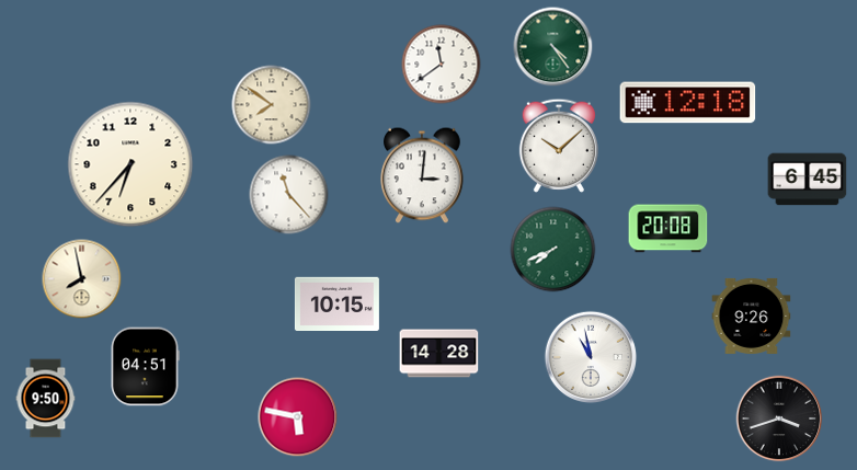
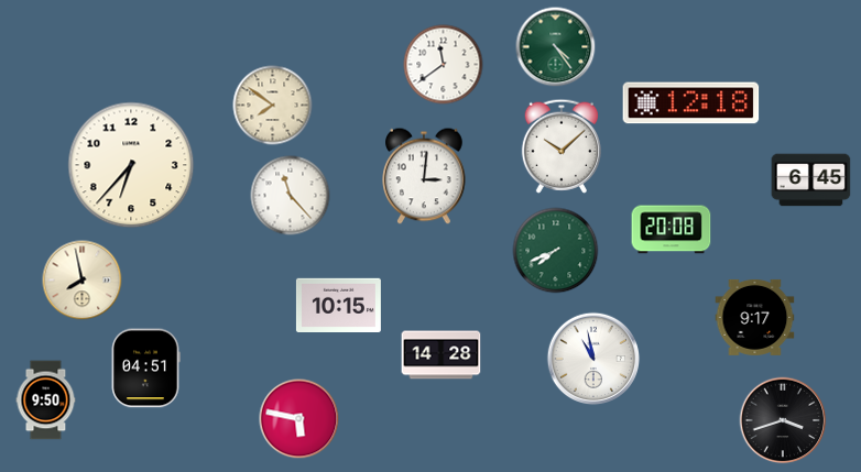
clock at (752, 316): 9:26 -> 9:17
